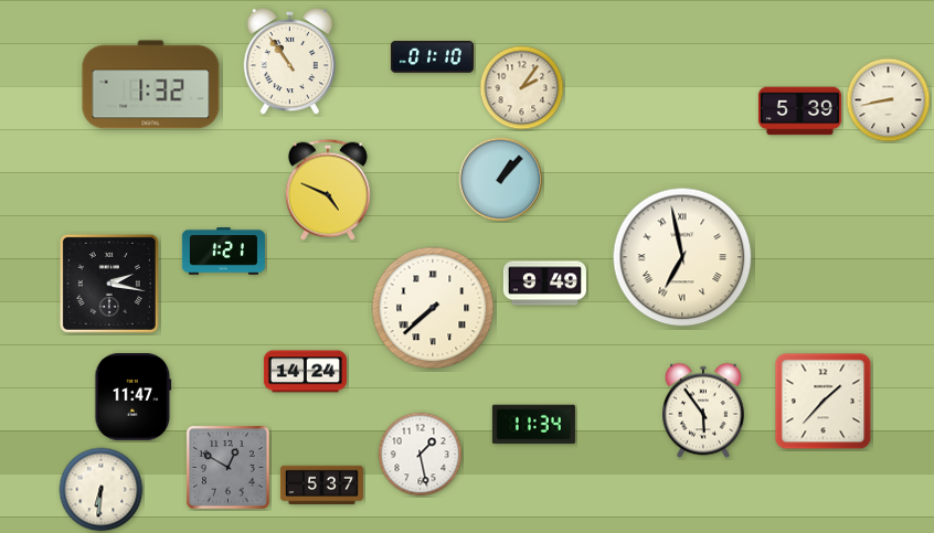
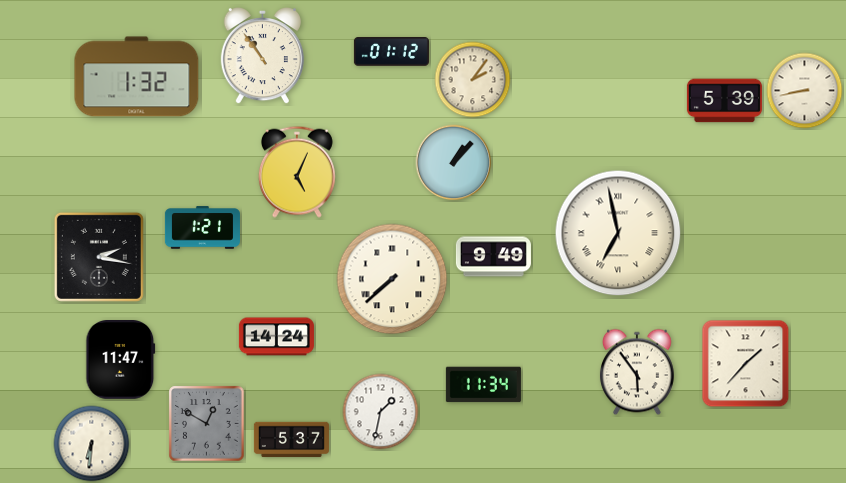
clock at (432, 57): 01:10 -> 01:12
clock at (328, 190): 4:49 -> 5:04
clock at (421, 455): 1:28 -> 1:32
